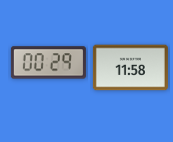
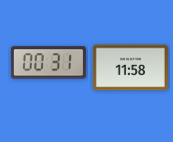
clock at (48, 63): 00:29 -> 00:31
